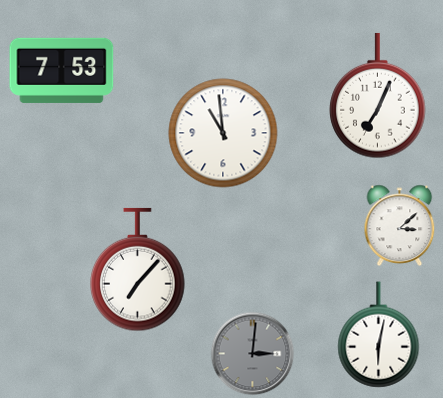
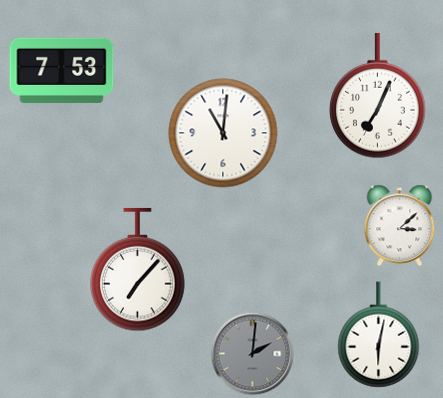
clock at (223, 133): 10:59 -> 11:01
clock at (252, 353): 3:01 -> 2:01
